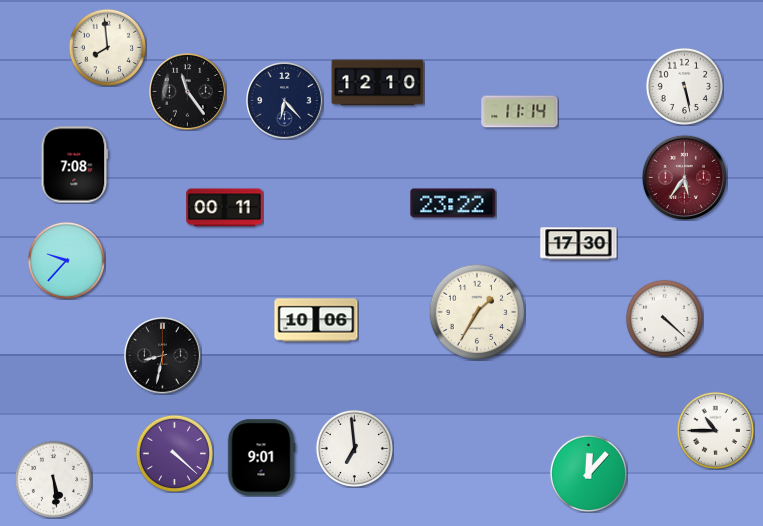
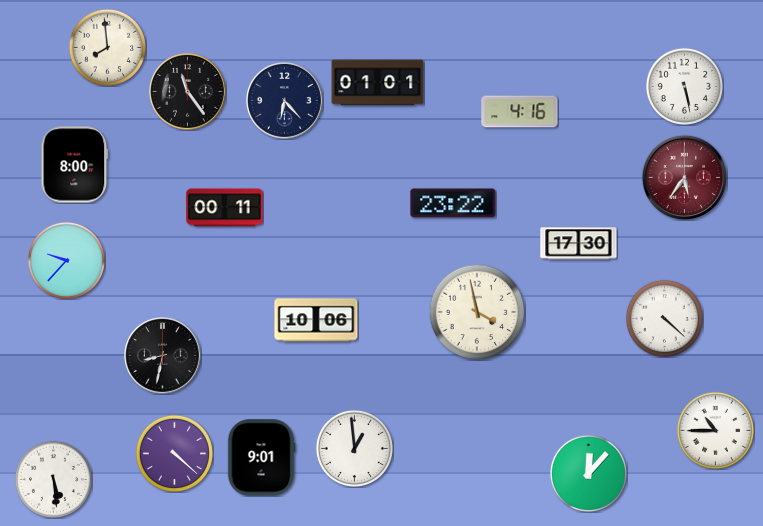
clock at (378, 83): 12:10 -> 01:01
clock at (520, 112): 11:14 -> 4:16
clock at (75, 165): 7:08 -> 8:00
clock at (477, 312): 1:35 -> 3:58
clock at (354, 448): 6:59 -> 12:59
